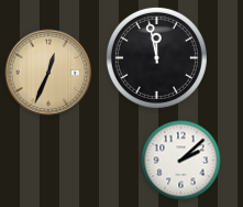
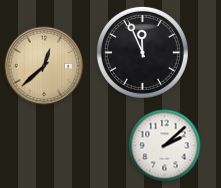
clock at (156, 57): 11:58 -> 11:56
clock at (48, 73): 12:34 -> 12:38
